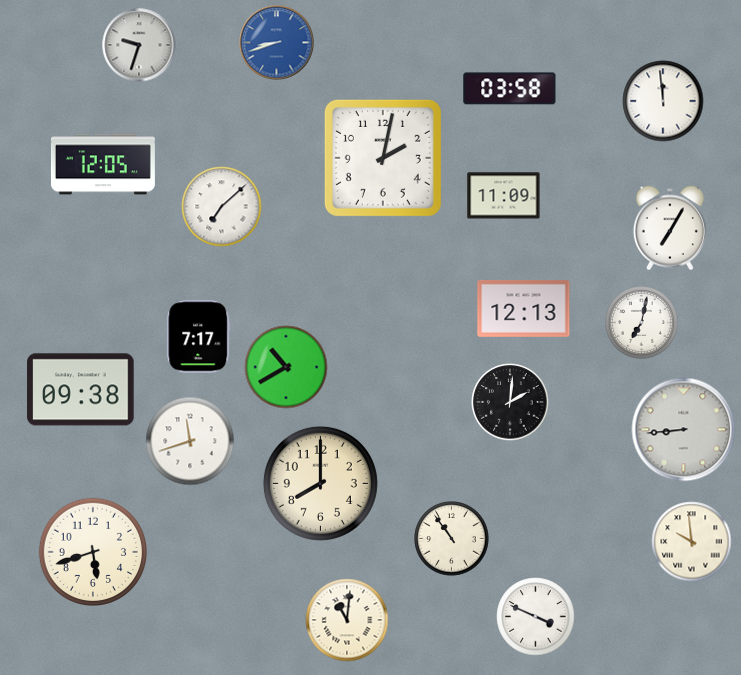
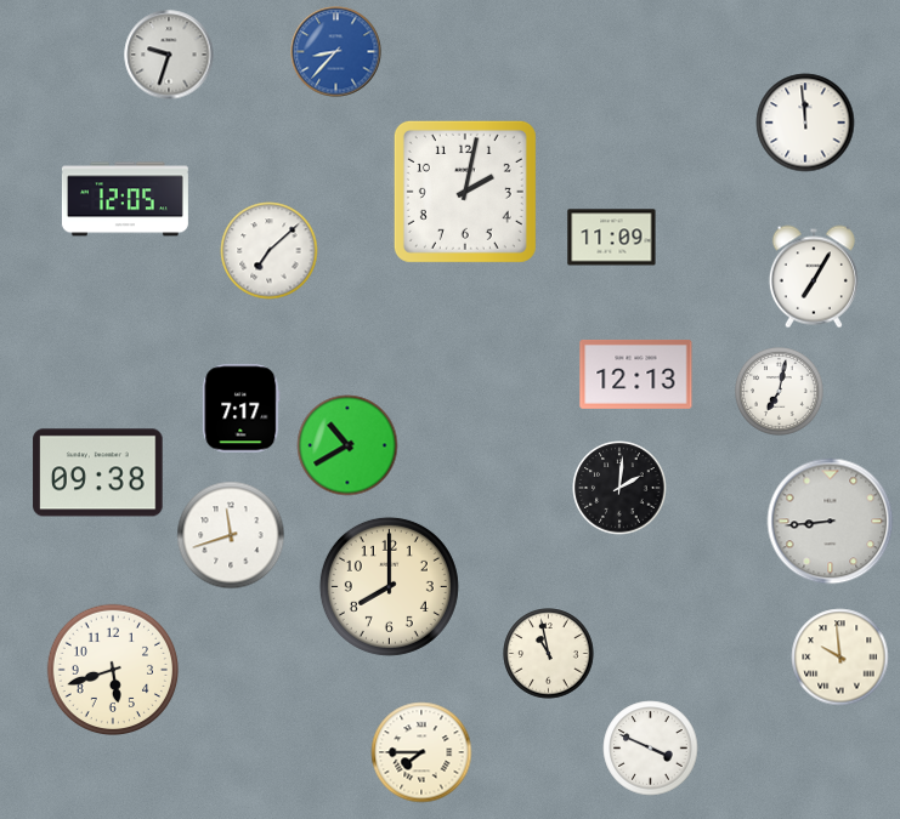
clock at (277, 43): 8:42 -> 8:37
clock at (510, 89): 03:58 -> none
clock at (452, 539): 10:54 -> 10:58
clock at (347, 620): 11:01 -> 7:45
